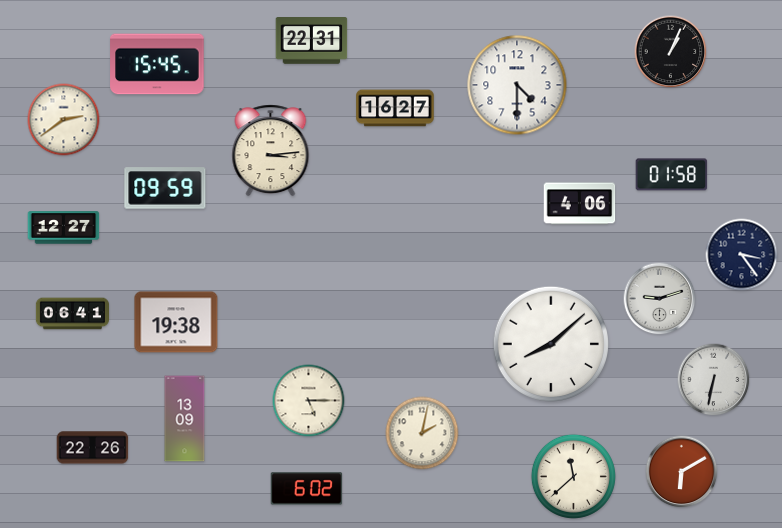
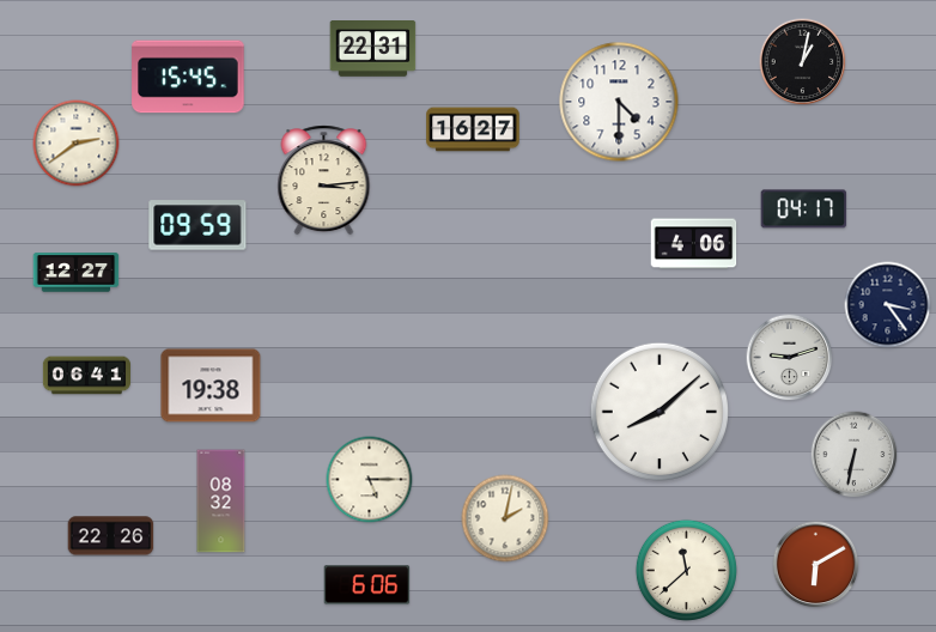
clock at (671, 52): 1:04 -> 1:02
clock at (672, 175): 01:58 -> 04:17
clock at (185, 419): 13:09 -> 08:32
clock at (307, 489): 6:02 -> 6:06
